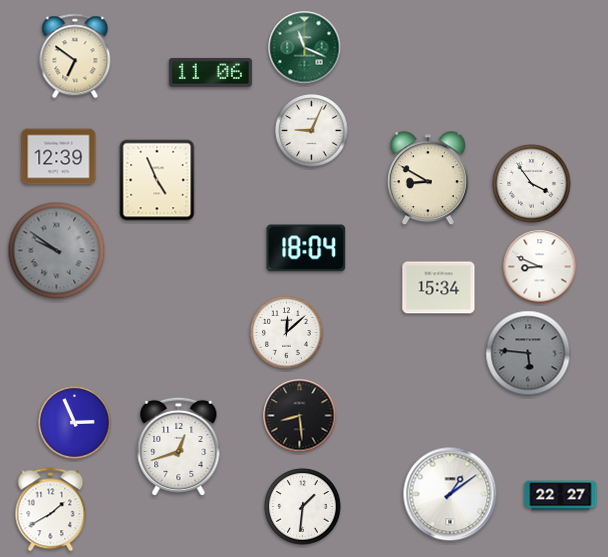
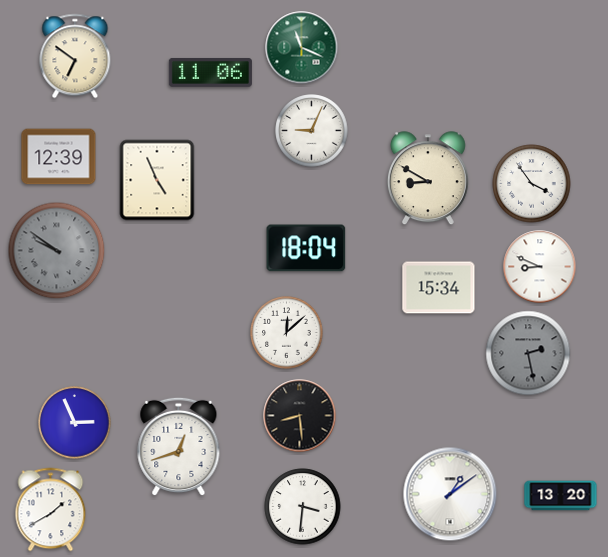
clock at (305, 48) position: (305, 48) -> (302, 48)
clock at (528, 353): 5:46 -> 2:28
clock at (561, 496): 22:27 -> 13:20
clock at (303, 507): 1:31 -> 3:31
